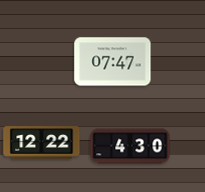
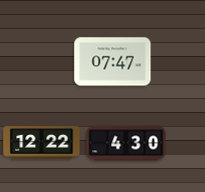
clock at (130, 146) position: (130, 146) -> (126, 143)
